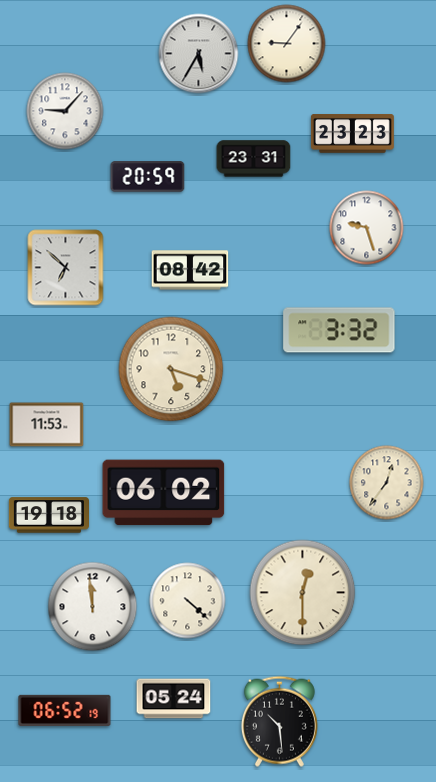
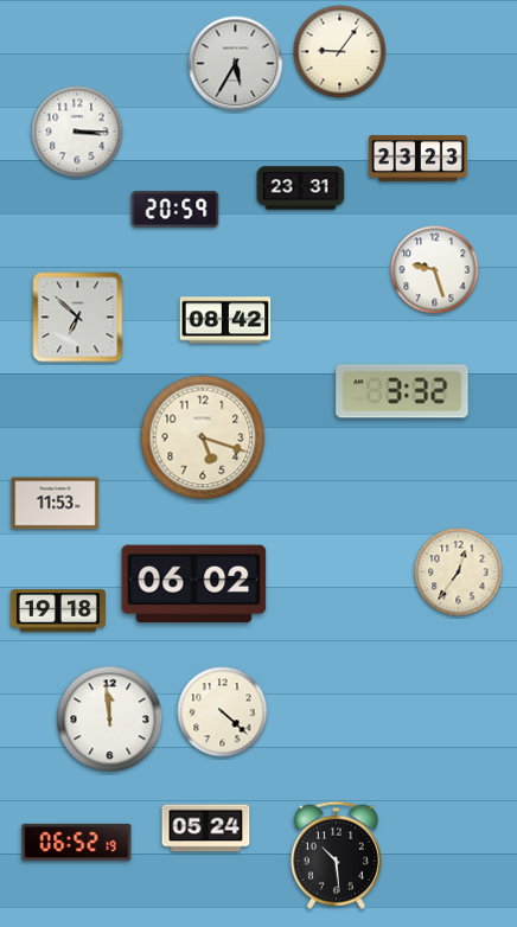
clock at (65, 111): 9:07 -> 3:15
clock at (303, 593): 12:30 -> none
clock at (279, 721) position: (279, 721) -> (336, 855)
